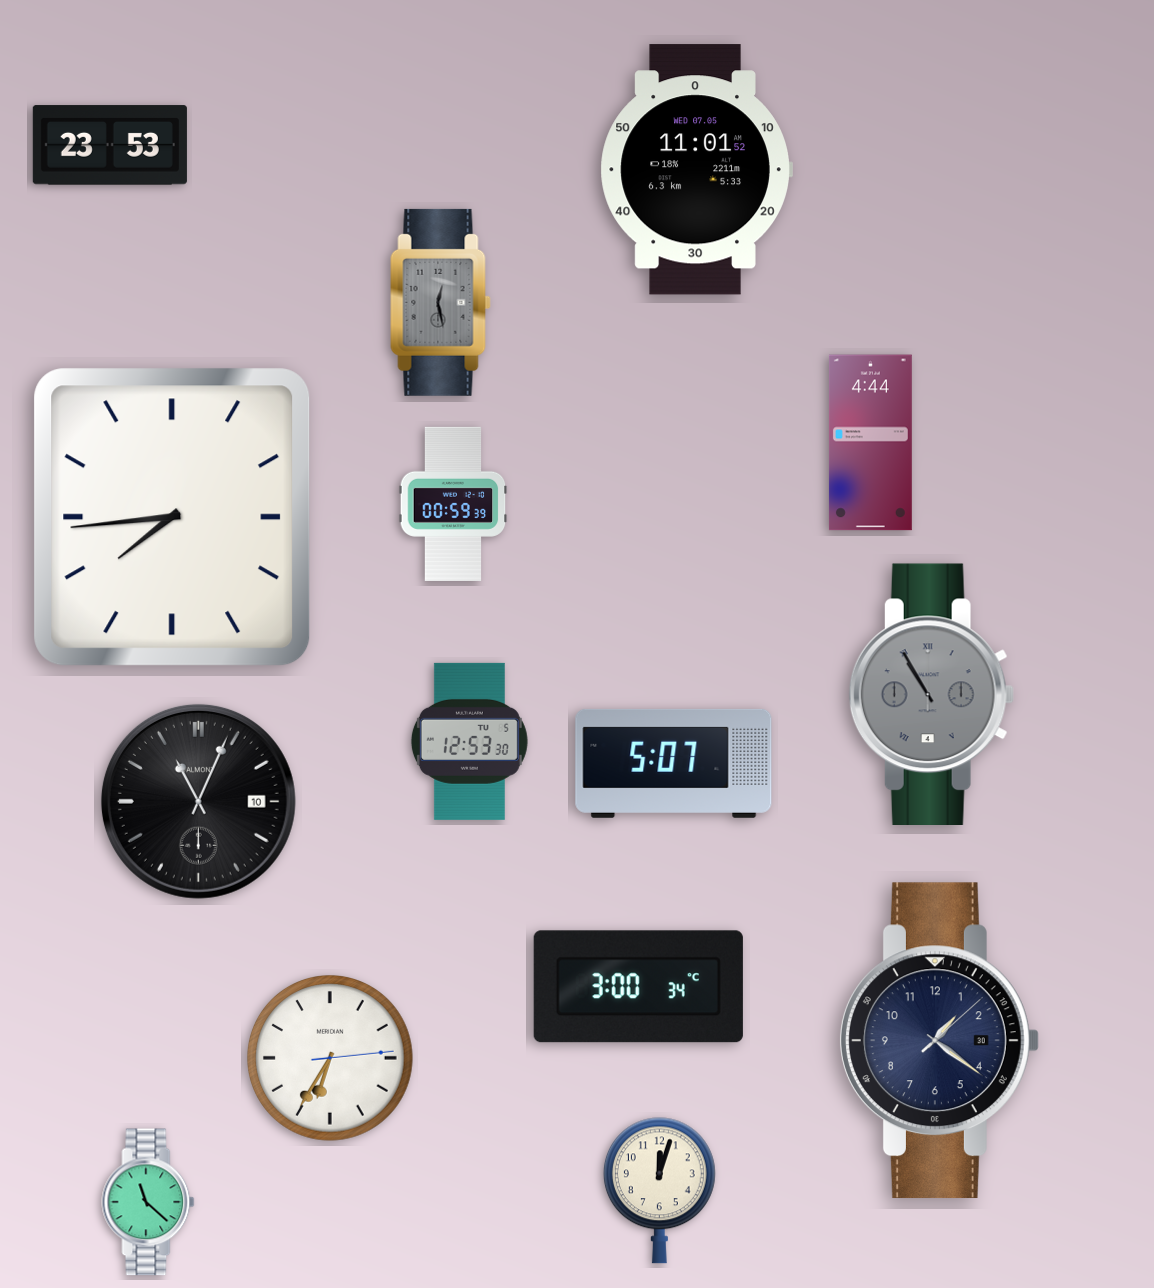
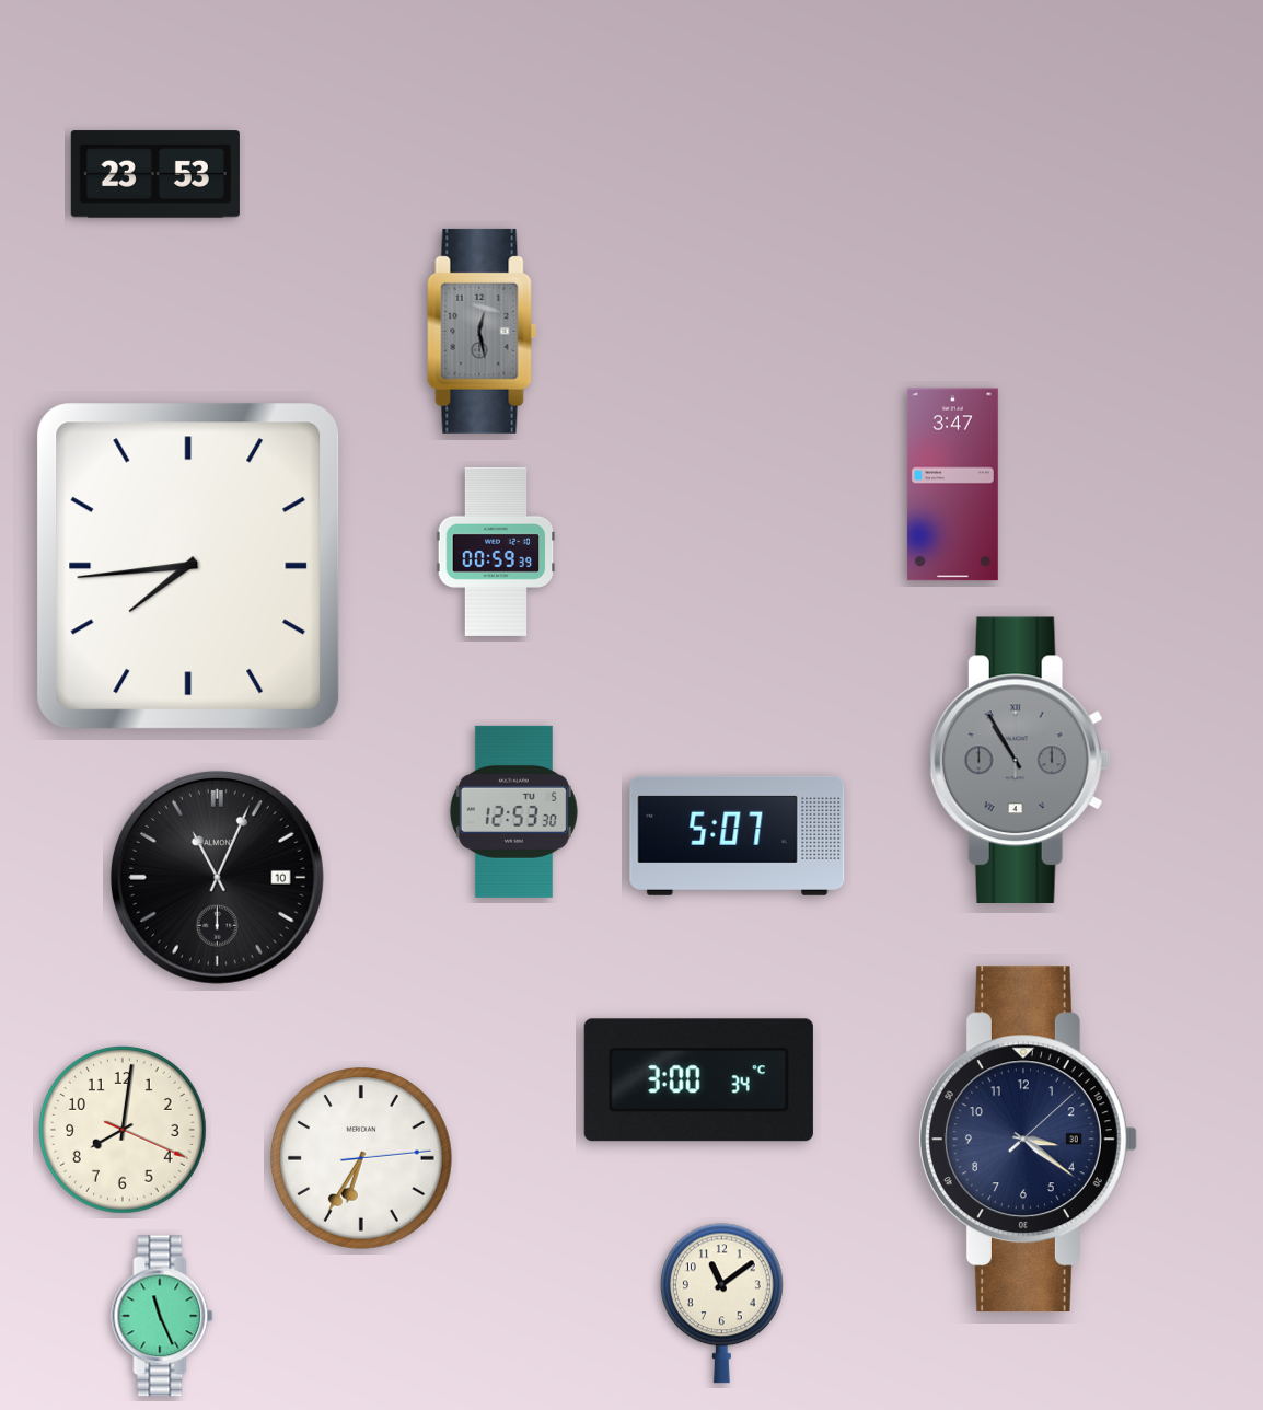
clock at (110, 145) position: (110, 145) -> (155, 174)
clock at (696, 170): 11:01 -> none
clock at (870, 443): 4:44 -> 3:47
clock at (123, 1130): none -> 8:01
clock at (939, 1041): 1:21 -> 3:21
clock at (659, 1191): 12:03 -> 11:09
clock at (148, 1202): 11:22 -> 11:26
